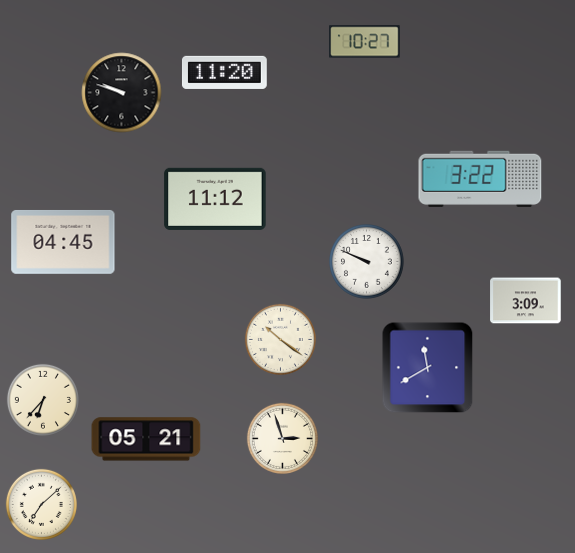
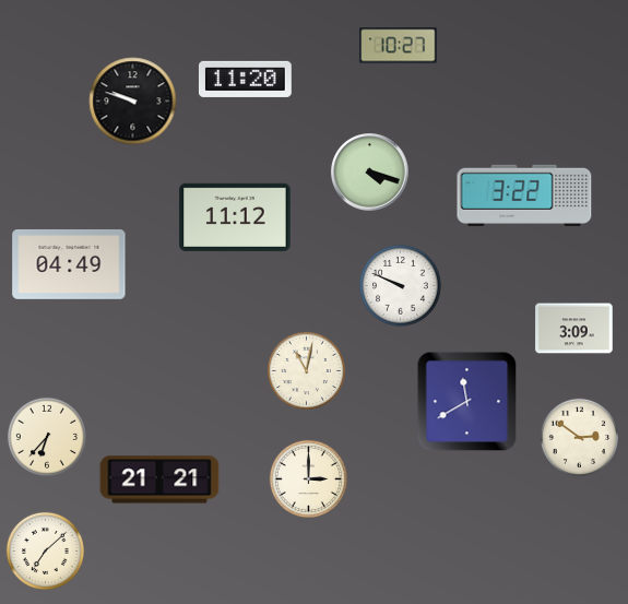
clock at (370, 173): none -> 4:18
clock at (63, 242): 04:45 -> 04:49
clock at (280, 339): 10:21 -> 11:02
clock at (579, 437): none -> 2:51
clock at (282, 438): 2:57 -> 3:00
clock at (146, 439): 05:21 -> 21:21
